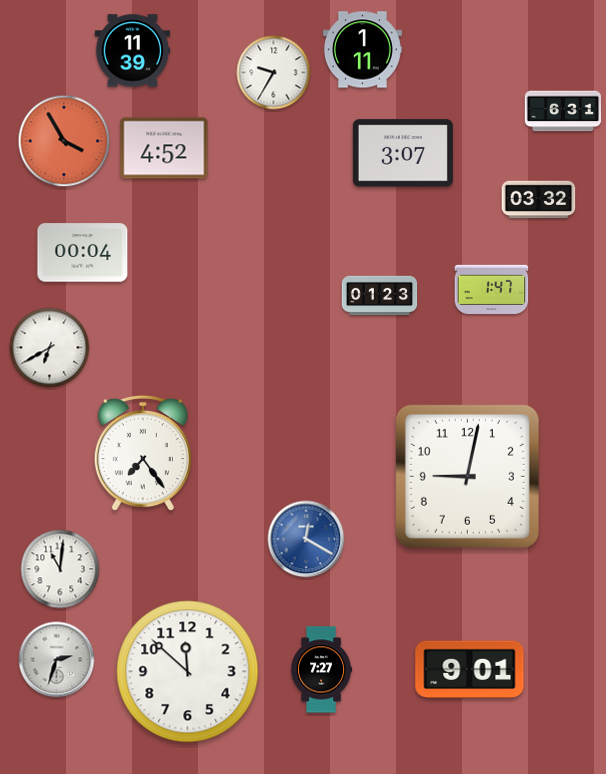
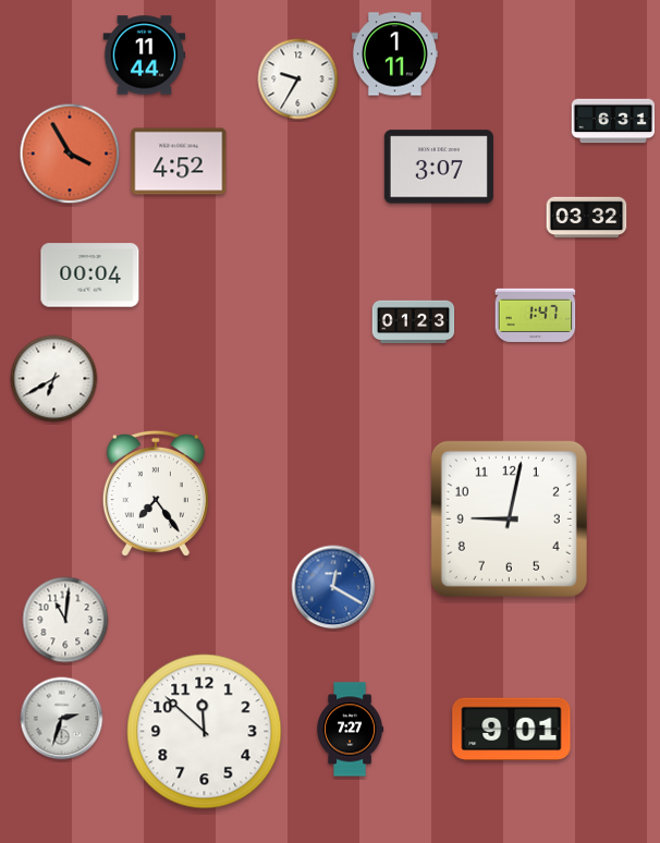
clock at (133, 51): 11:39 -> 11:44
